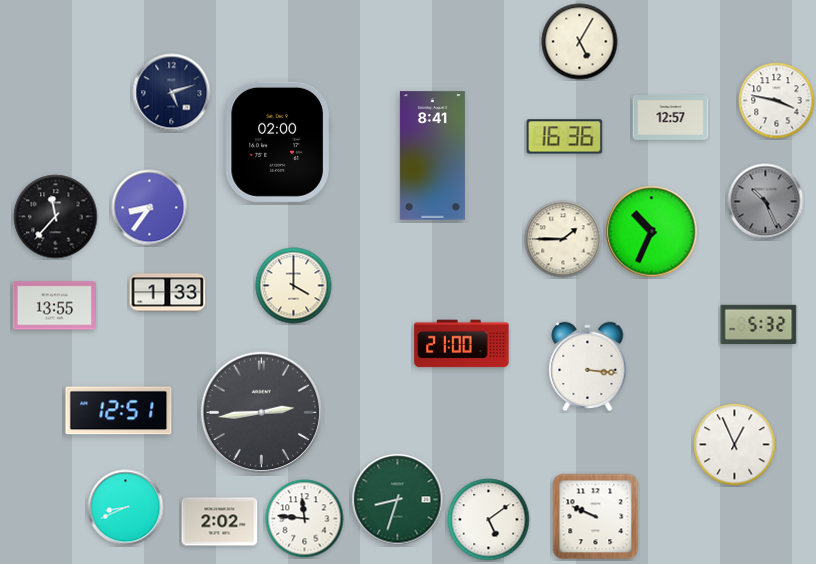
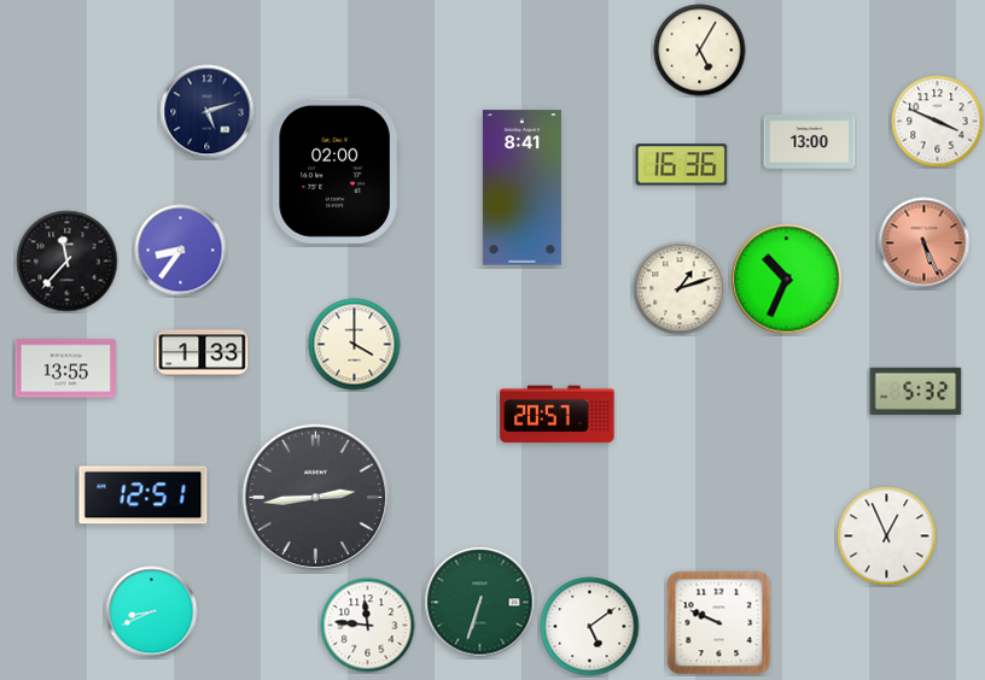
clock at (777, 101): 3:47 -> 3:49
clock at (671, 118): 12:57 -> 13:00
clock at (766, 202): 10:26 -> 5:26
clock at (766, 202) dial: grey -> salmon
clock at (563, 239): 1:45 -> 1:12
clock at (462, 344): 21:00 -> 20:57
clock at (588, 366): 3:16 -> none
clock at (398, 500): 8:33 -> 6:33
clock at (220, 522): 2:02 -> none
